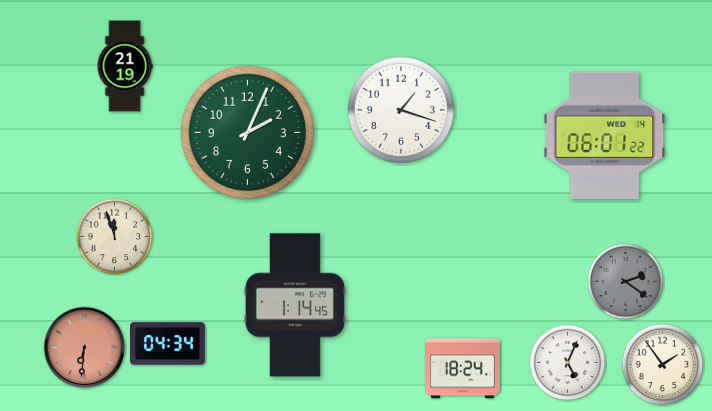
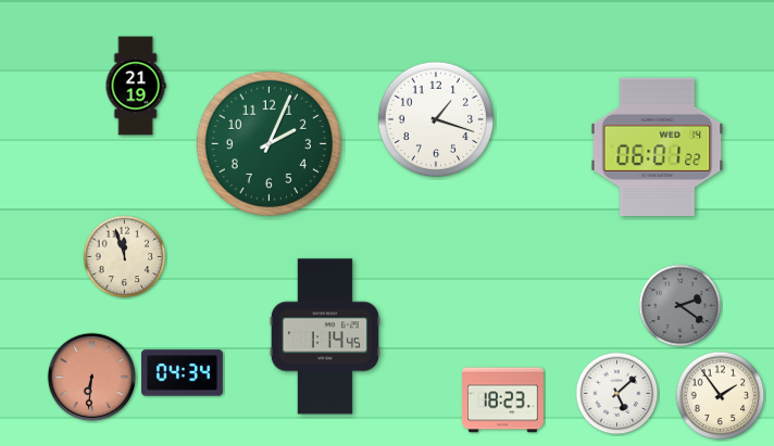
clock at (125, 66) position: (125, 66) -> (136, 86)
clock at (295, 305) position: (295, 305) -> (325, 336)
clock at (568, 363): 5:04 -> 5:08
clock at (463, 369): 18:24 -> 18:23
